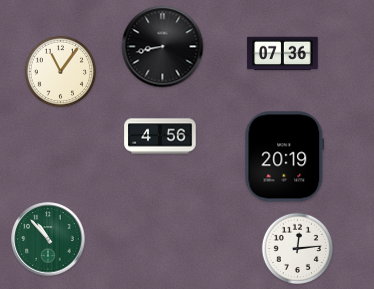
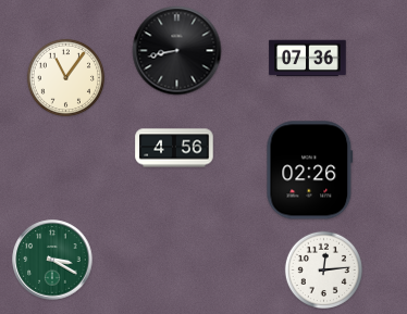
clock at (285, 157): 20:19 -> 02:26
clock at (48, 239): 10:53 -> 3:20
